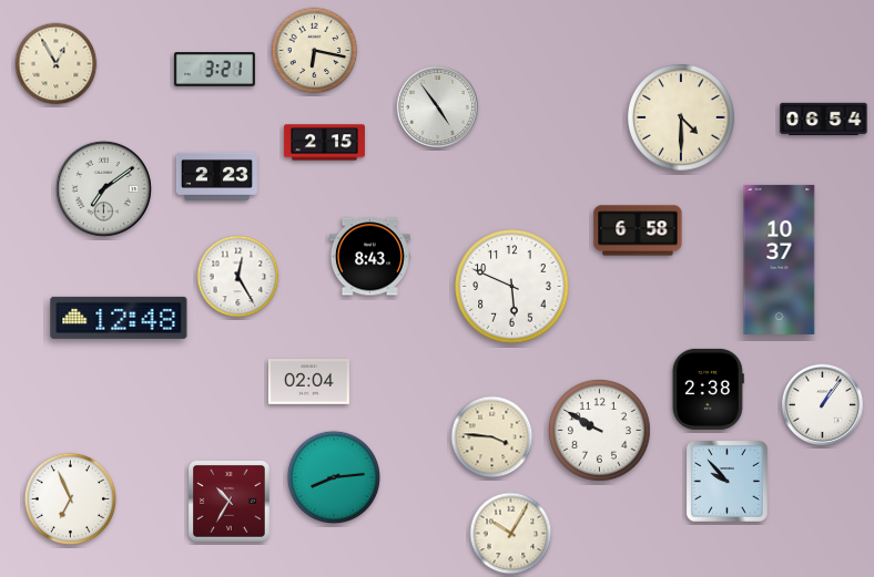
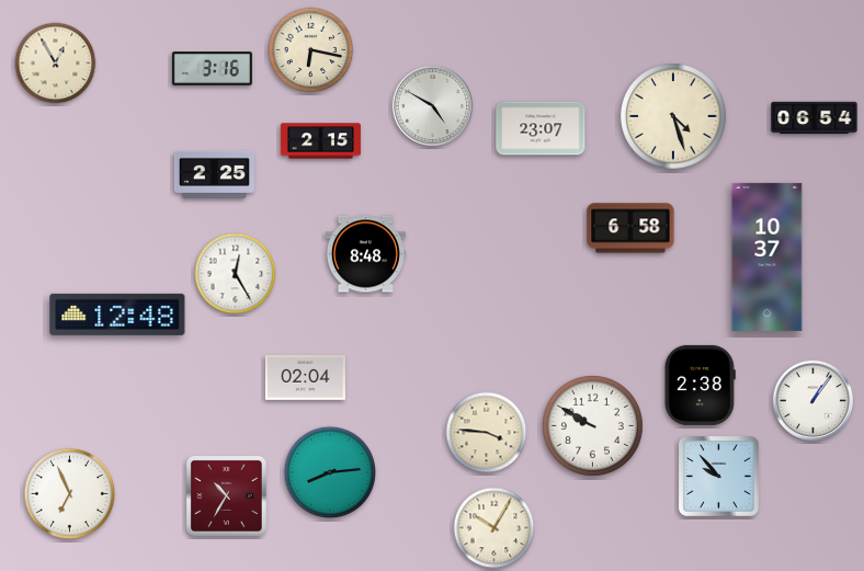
clock at (214, 70): 3:21 -> 3:16
clock at (437, 106): 4:54 -> 4:50
clock at (681, 117): 4:30 -> 4:27
clock at (541, 128): none -> 23:07
clock at (216, 176): 2:23 -> 2:25
clock at (103, 188): 7:09 -> none
clock at (369, 257): 8:43 -> 8:48
clock at (780, 259) position: (780, 259) -> (768, 256)
clock at (512, 287): 5:49 -> none
clock at (511, 534) position: (511, 534) -> (494, 528)
